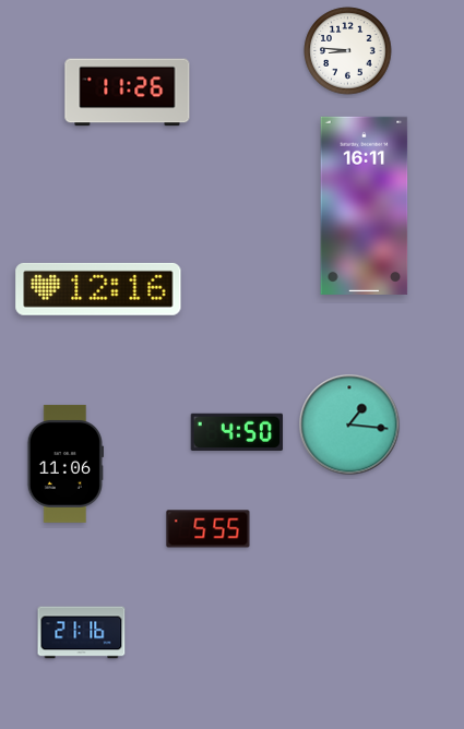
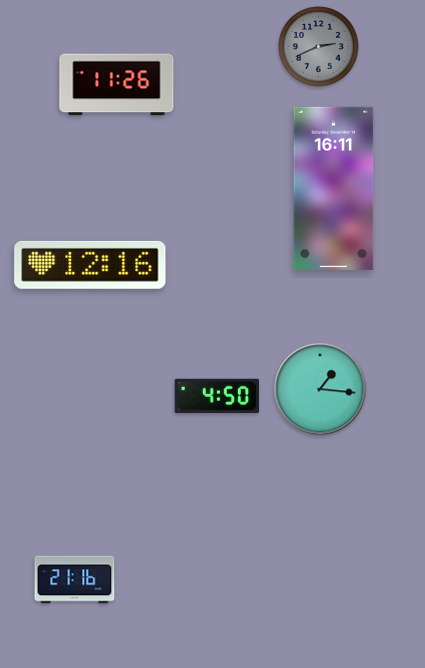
clock at (348, 51): 8:46 -> 2:41
clock at (348, 51) dial: white -> grey
clock at (64, 464): 11:06 -> none
clock at (209, 529): 5:55 -> none
